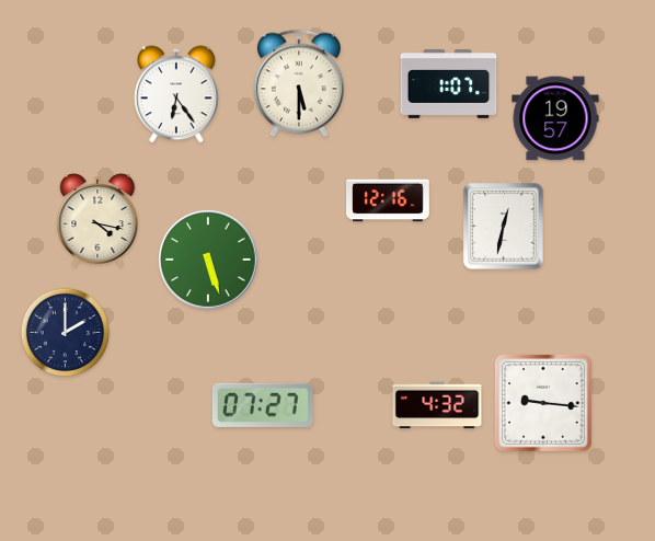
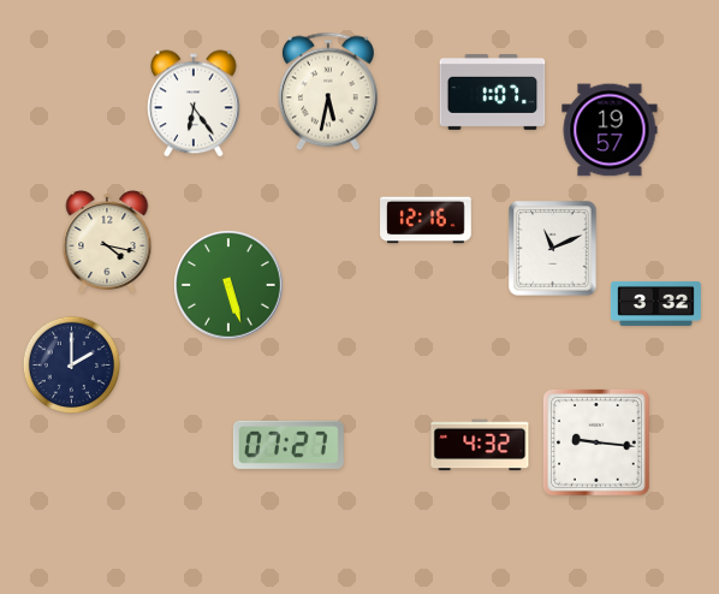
clock at (299, 83): 5:30 -> 5:32
clock at (504, 227): 12:32 -> 11:11
clock at (655, 303): none -> 3:32
